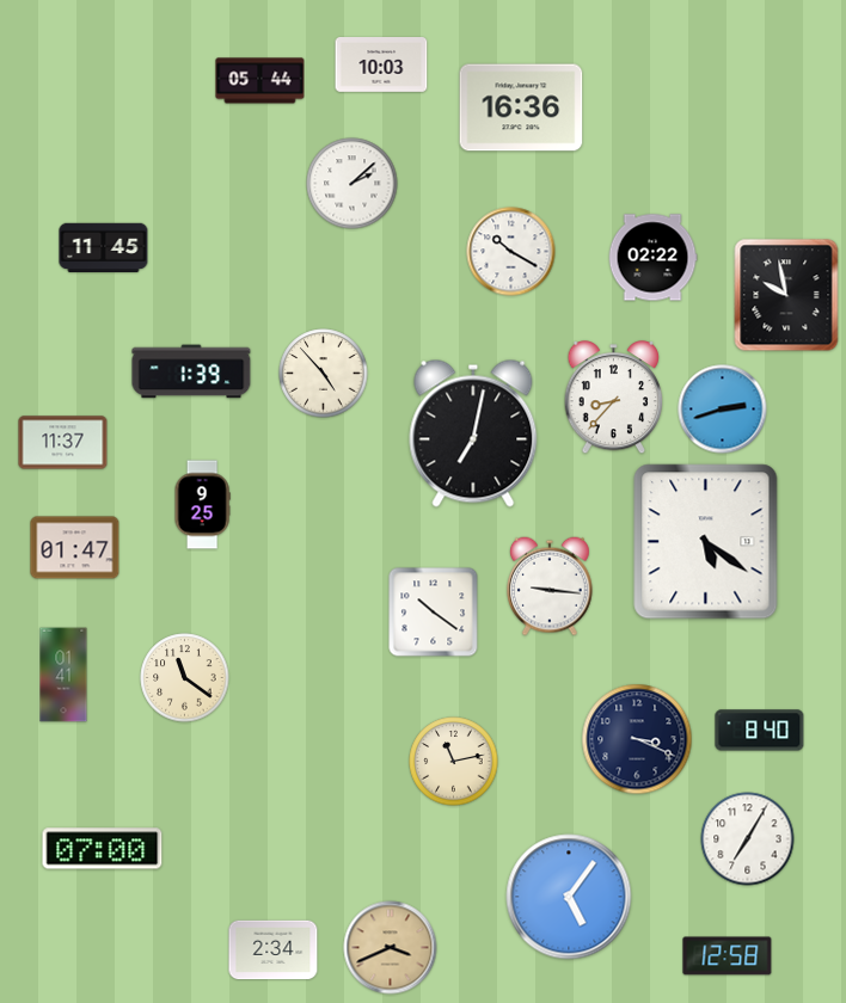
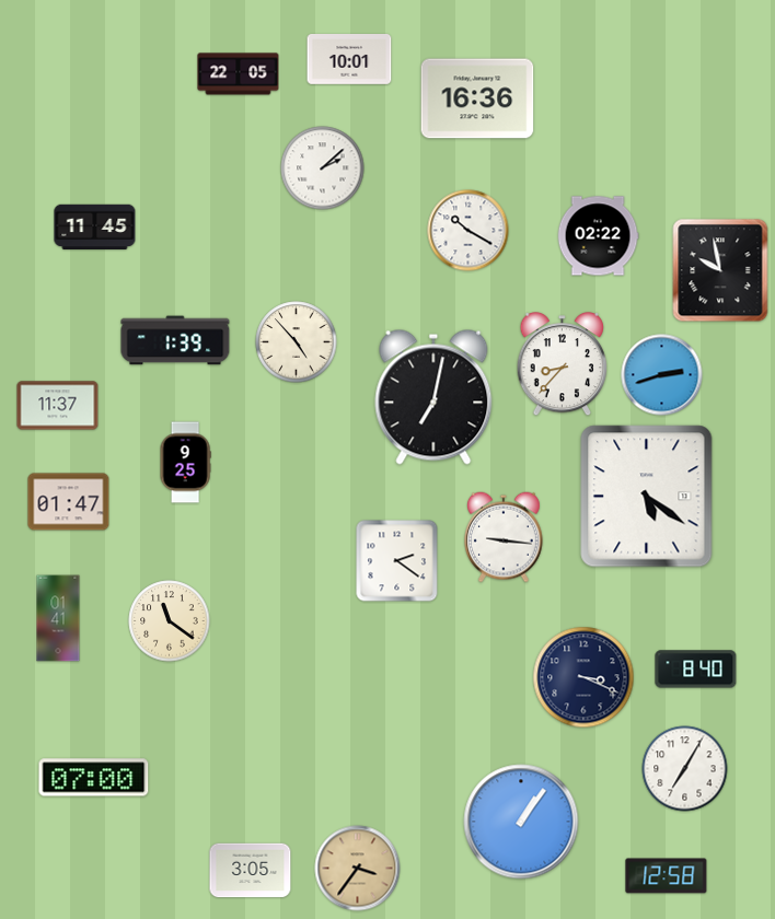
clock at (381, 66): 10:03 -> 10:01
clock at (260, 81): 05:44 -> 22:05
clock at (434, 613): 10:21 -> 2:21
clock at (454, 762): 11:13 -> none
clock at (569, 897): 5:06 -> 1:06
clock at (391, 948): 3:41 -> 3:36
clock at (274, 950): 2:34 -> 3:05
